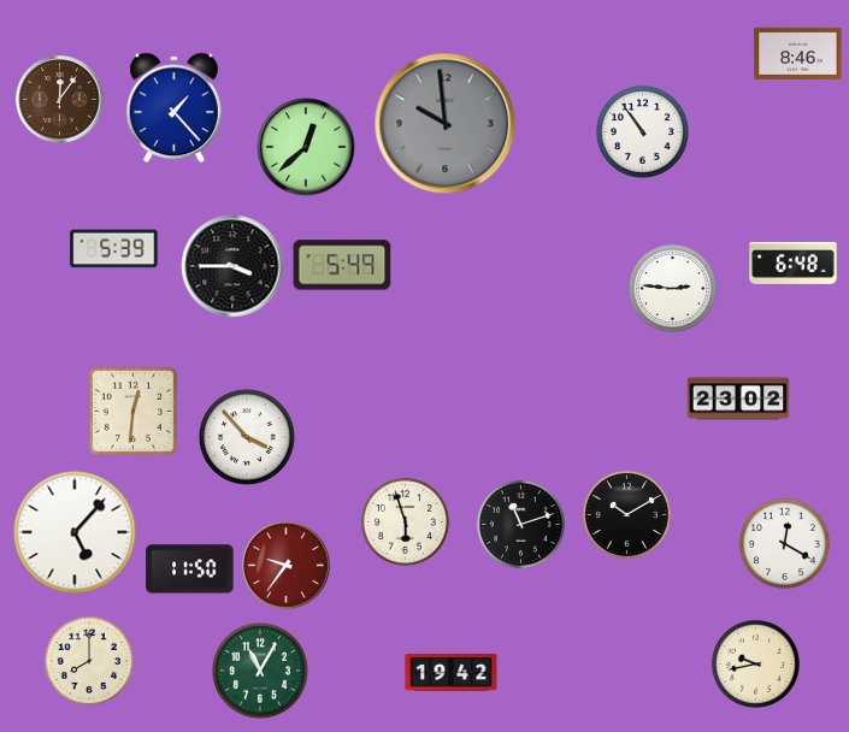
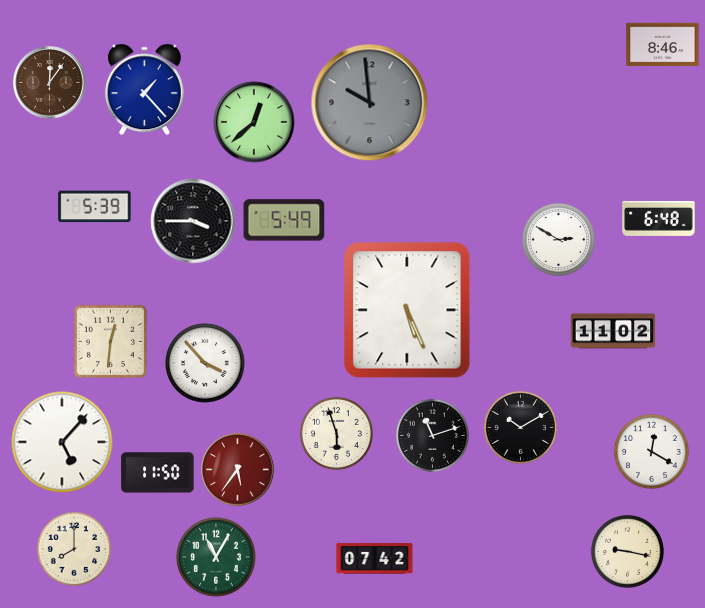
clock at (642, 131): 10:54 -> none
clock at (672, 288): 2:46 -> 2:50
clock at (407, 310): none -> 5:26
clock at (738, 399): 23:02 -> 11:02
clock at (287, 566): 9:36 -> 5:36
clock at (755, 663): 9:43 -> 9:17
clock at (452, 673): 19:42 -> 07:42
